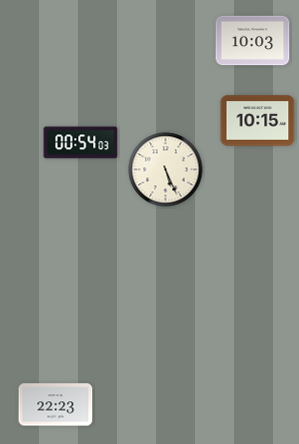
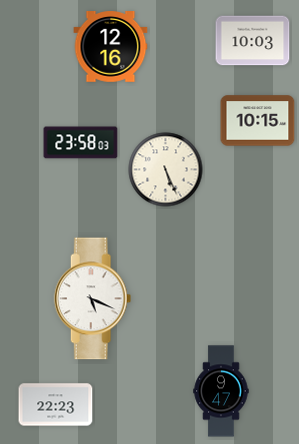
clock at (111, 47): none -> 12:16
clock at (81, 143): 00:54 -> 23:58
clock at (93, 299): none -> 5:19
clock at (221, 391): none -> 9:47
